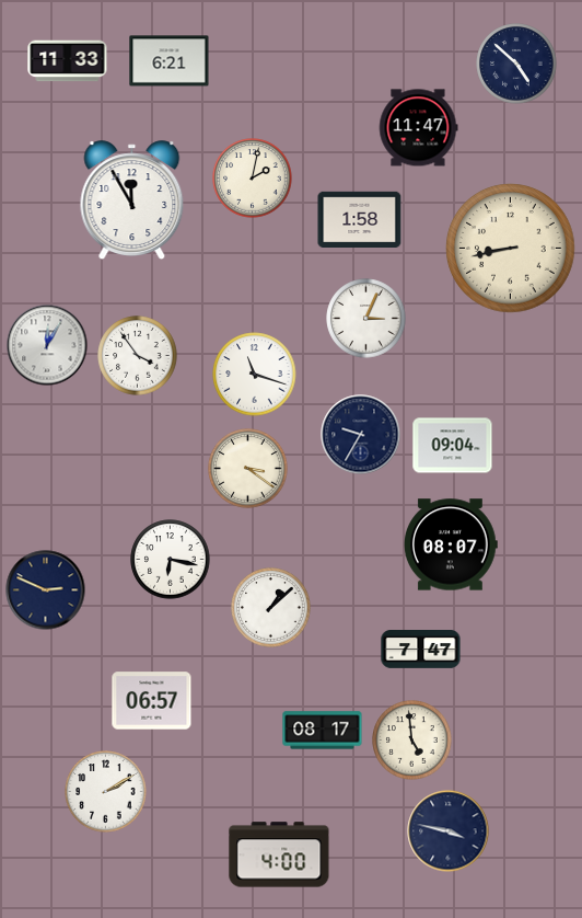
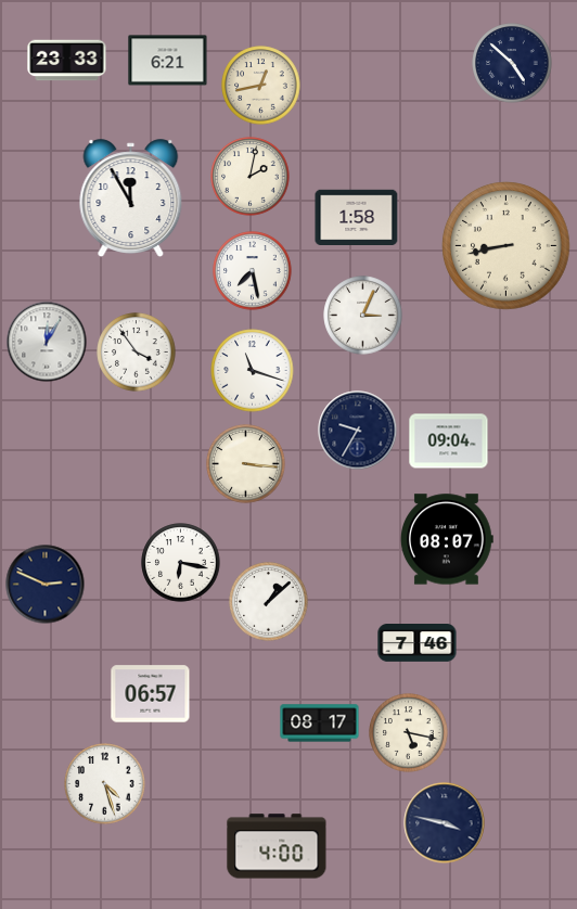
clock at (68, 61): 11:33 -> 23:33
clock at (261, 86): none -> 12:43
clock at (418, 128): 11:47 -> none
clock at (253, 271): none -> 7:28
clock at (248, 469): 3:21 -> 3:16
clock at (171, 560) position: (171, 560) -> (181, 563)
clock at (421, 650): 7:47 -> 7:46
clock at (412, 741): 4:59 -> 5:17
clock at (106, 792): 2:10 -> 4:27
